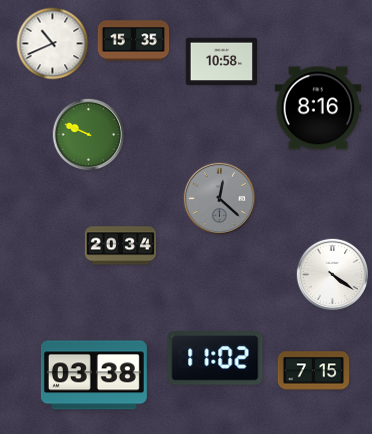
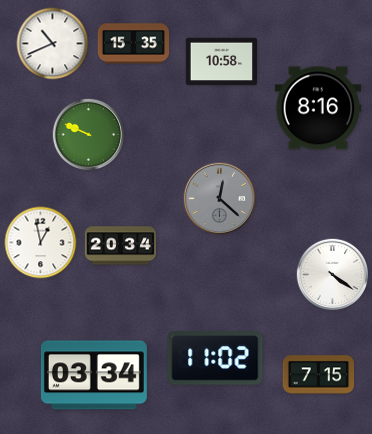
clock at (134, 41) position: (134, 41) -> (134, 44)
clock at (41, 243): none -> 12:58
clock at (314, 371) position: (314, 371) -> (319, 375)
clock at (94, 375): 03:38 -> 03:34
